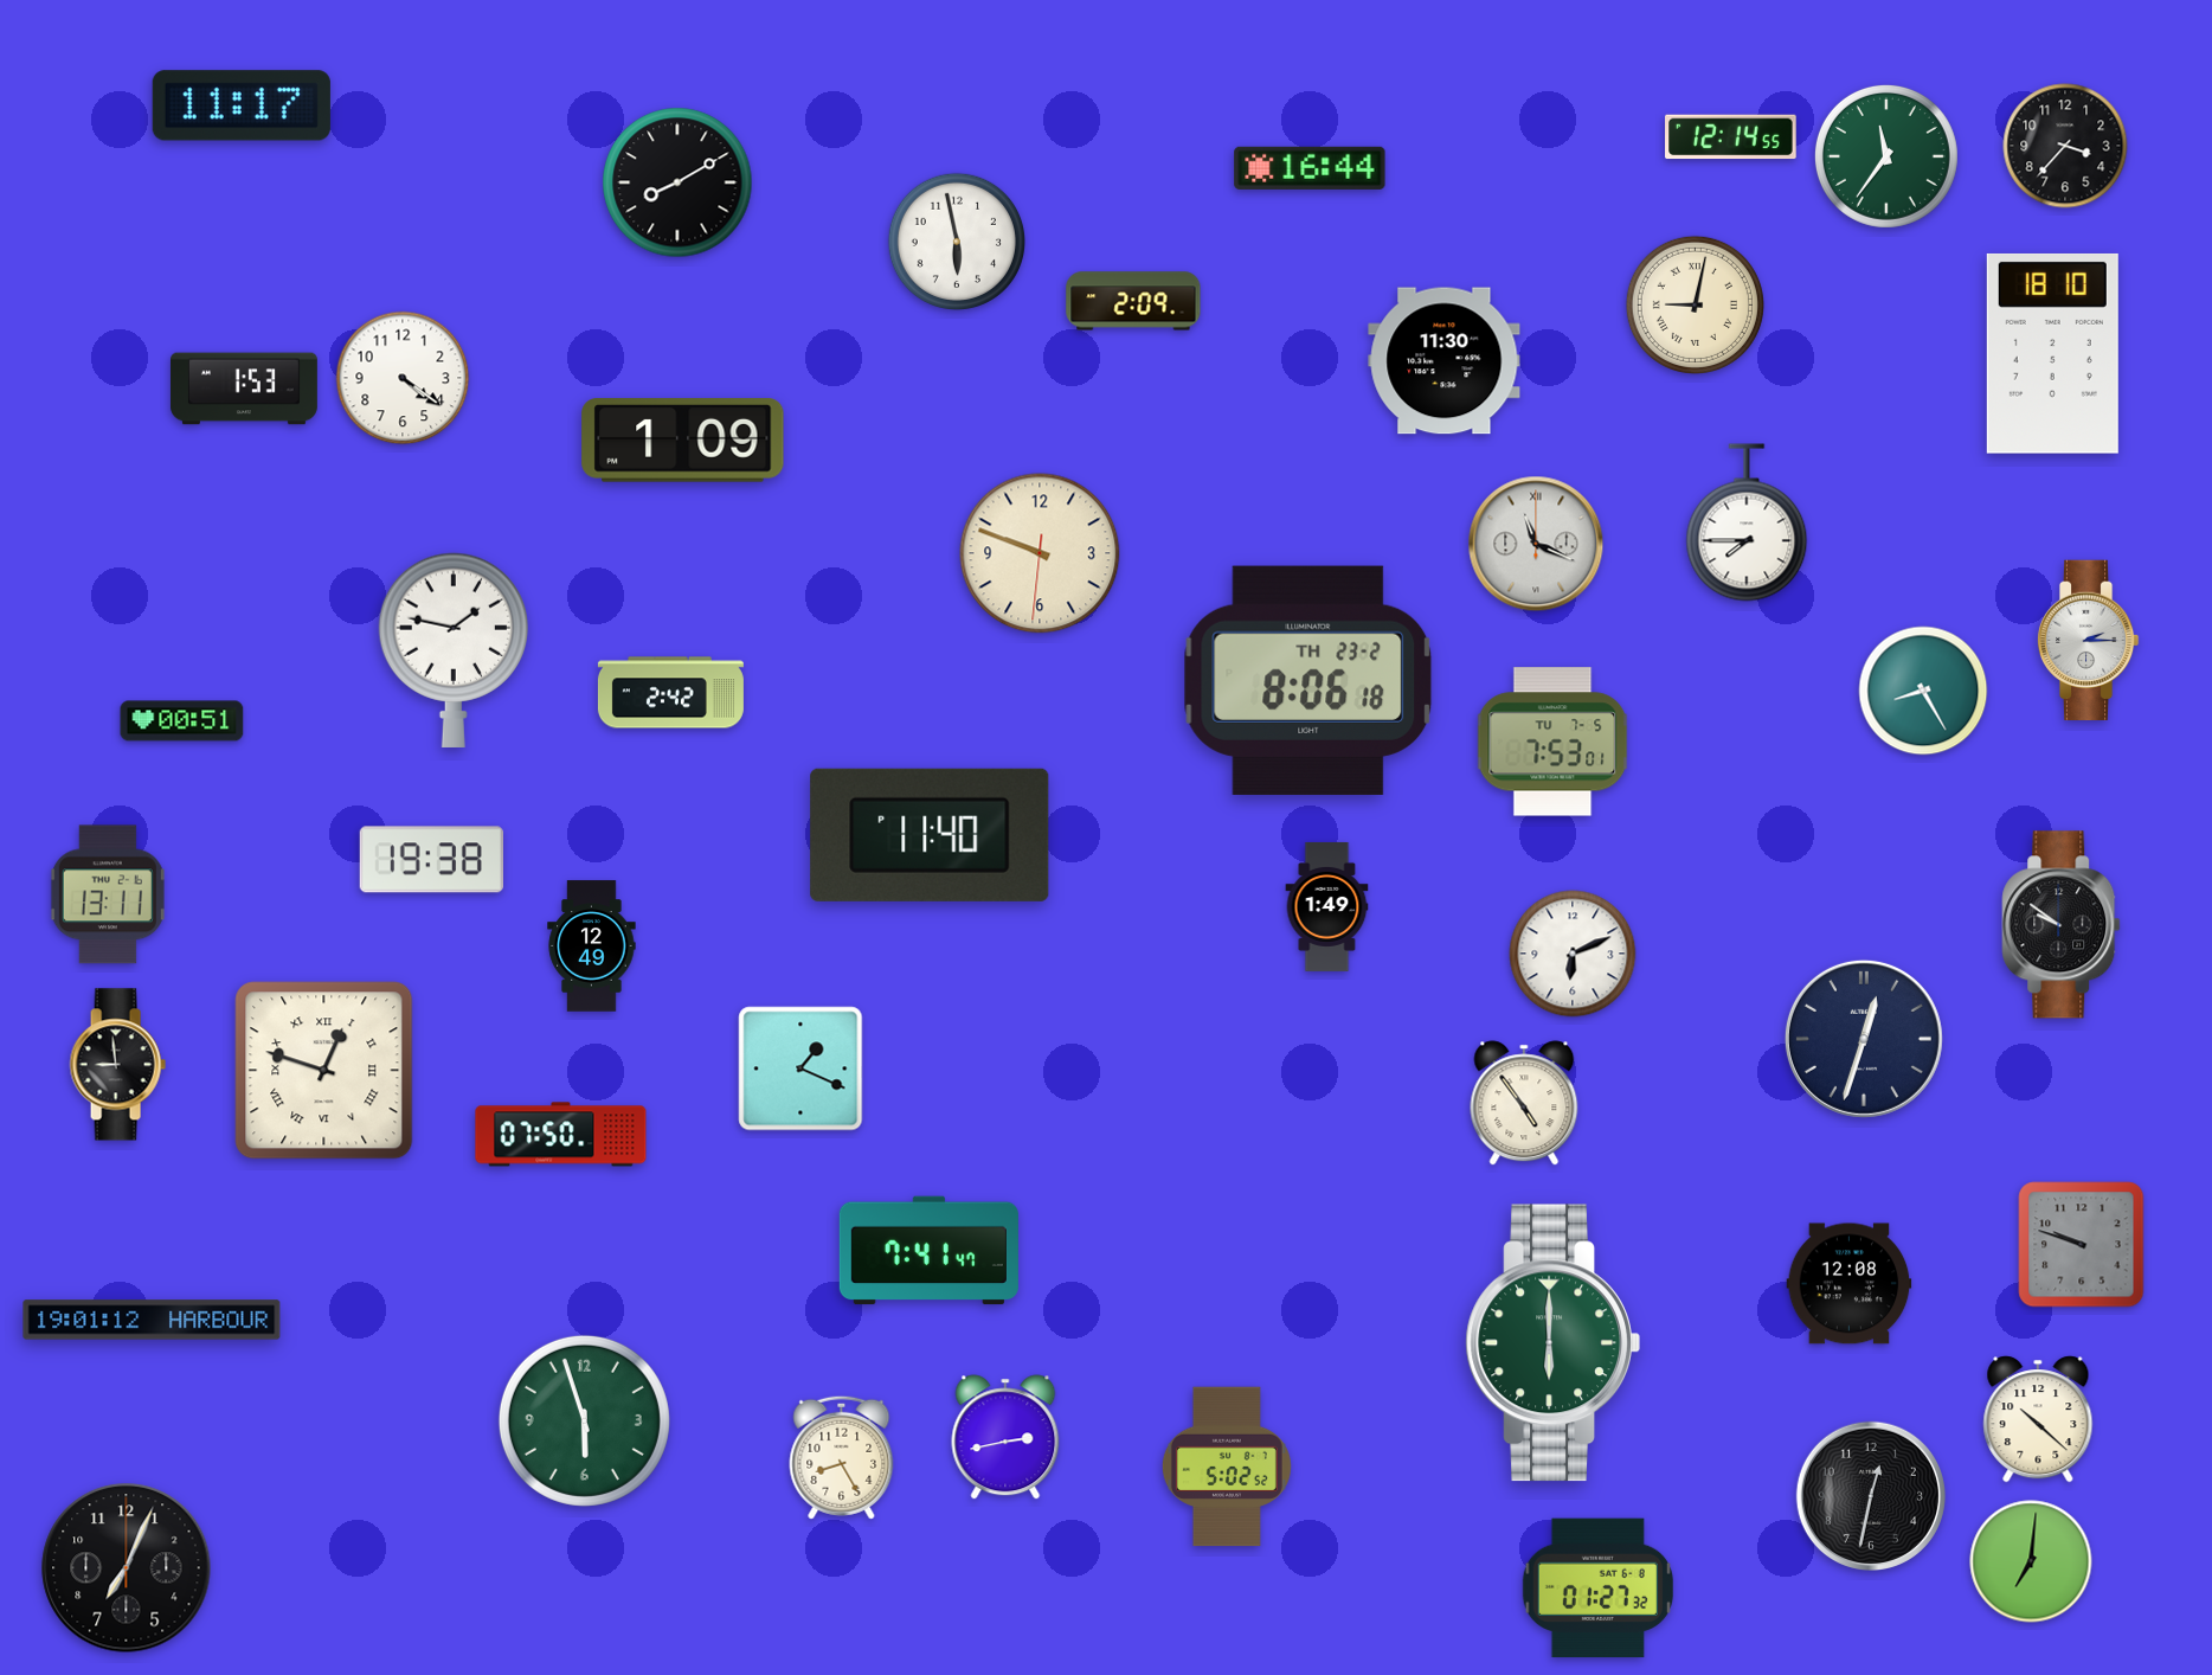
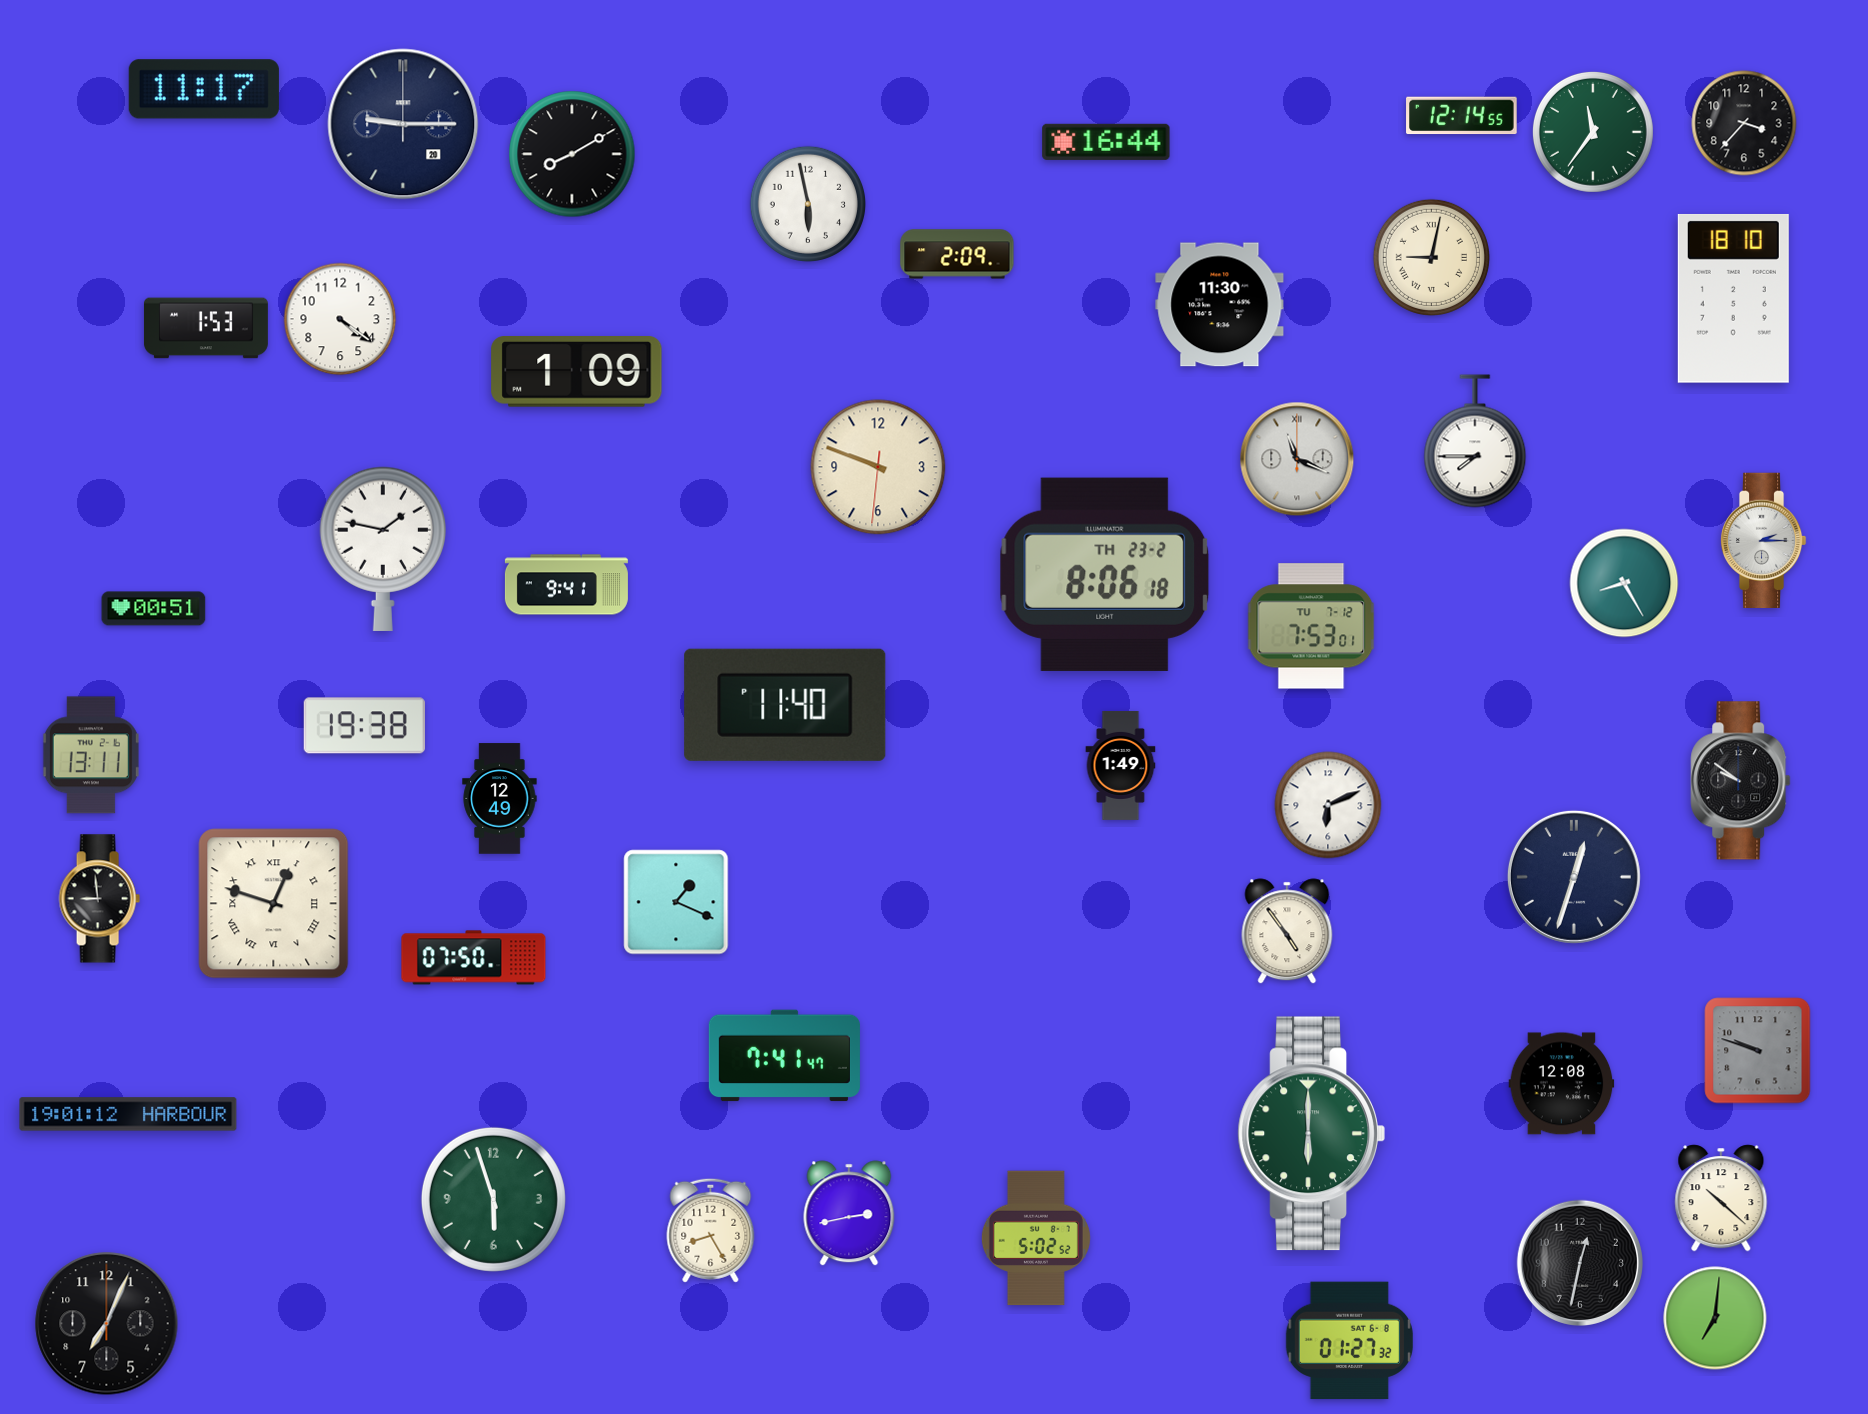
clock at (403, 124): none -> 9:15
clock at (670, 693): 2:42 -> 9:41
clock at (1552, 742) date: TU 7-5 -> TU 7-12
